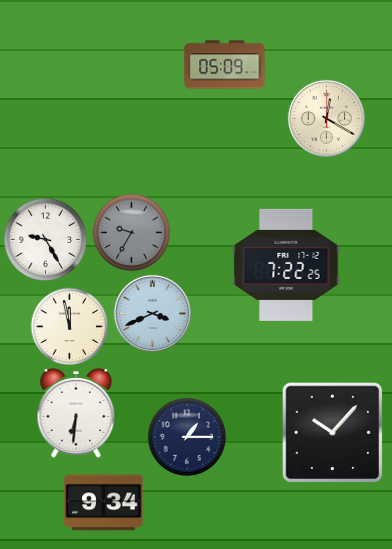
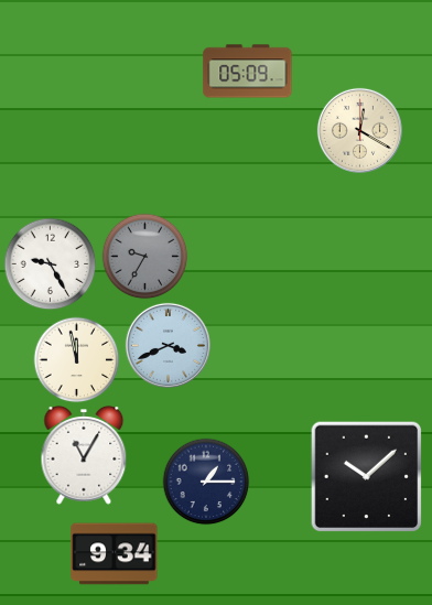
clock at (286, 265): 7:22 -> none
clock at (76, 414): 6:31 -> 11:05
clock at (332, 432): 10:07 -> 10:08
